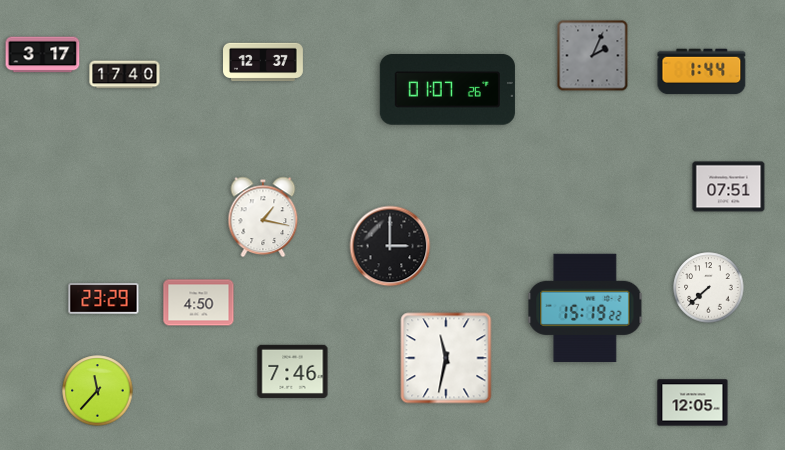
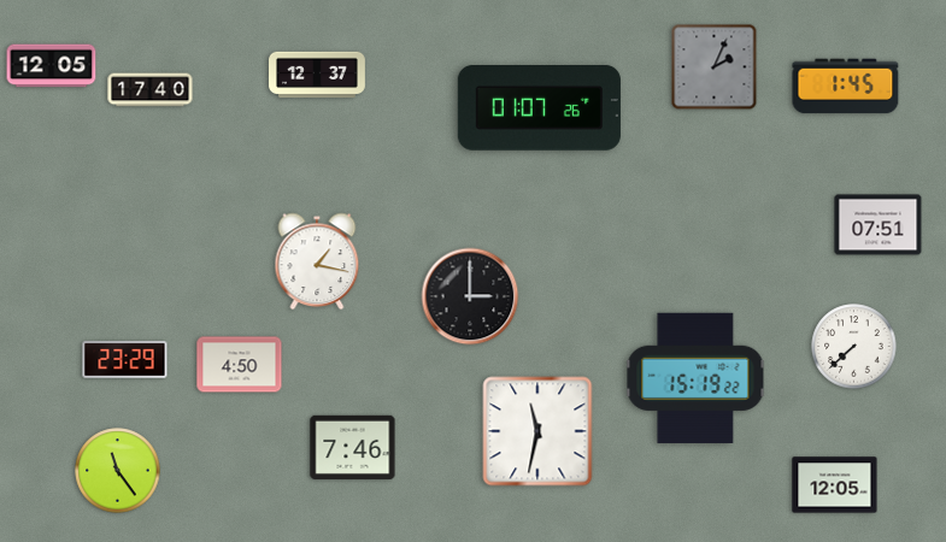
clock at (43, 55): 3:17 -> 12:05
clock at (702, 72): 1:44 -> 1:45
clock at (585, 308) position: (585, 308) -> (695, 378)
clock at (98, 391): 11:37 -> 11:24
